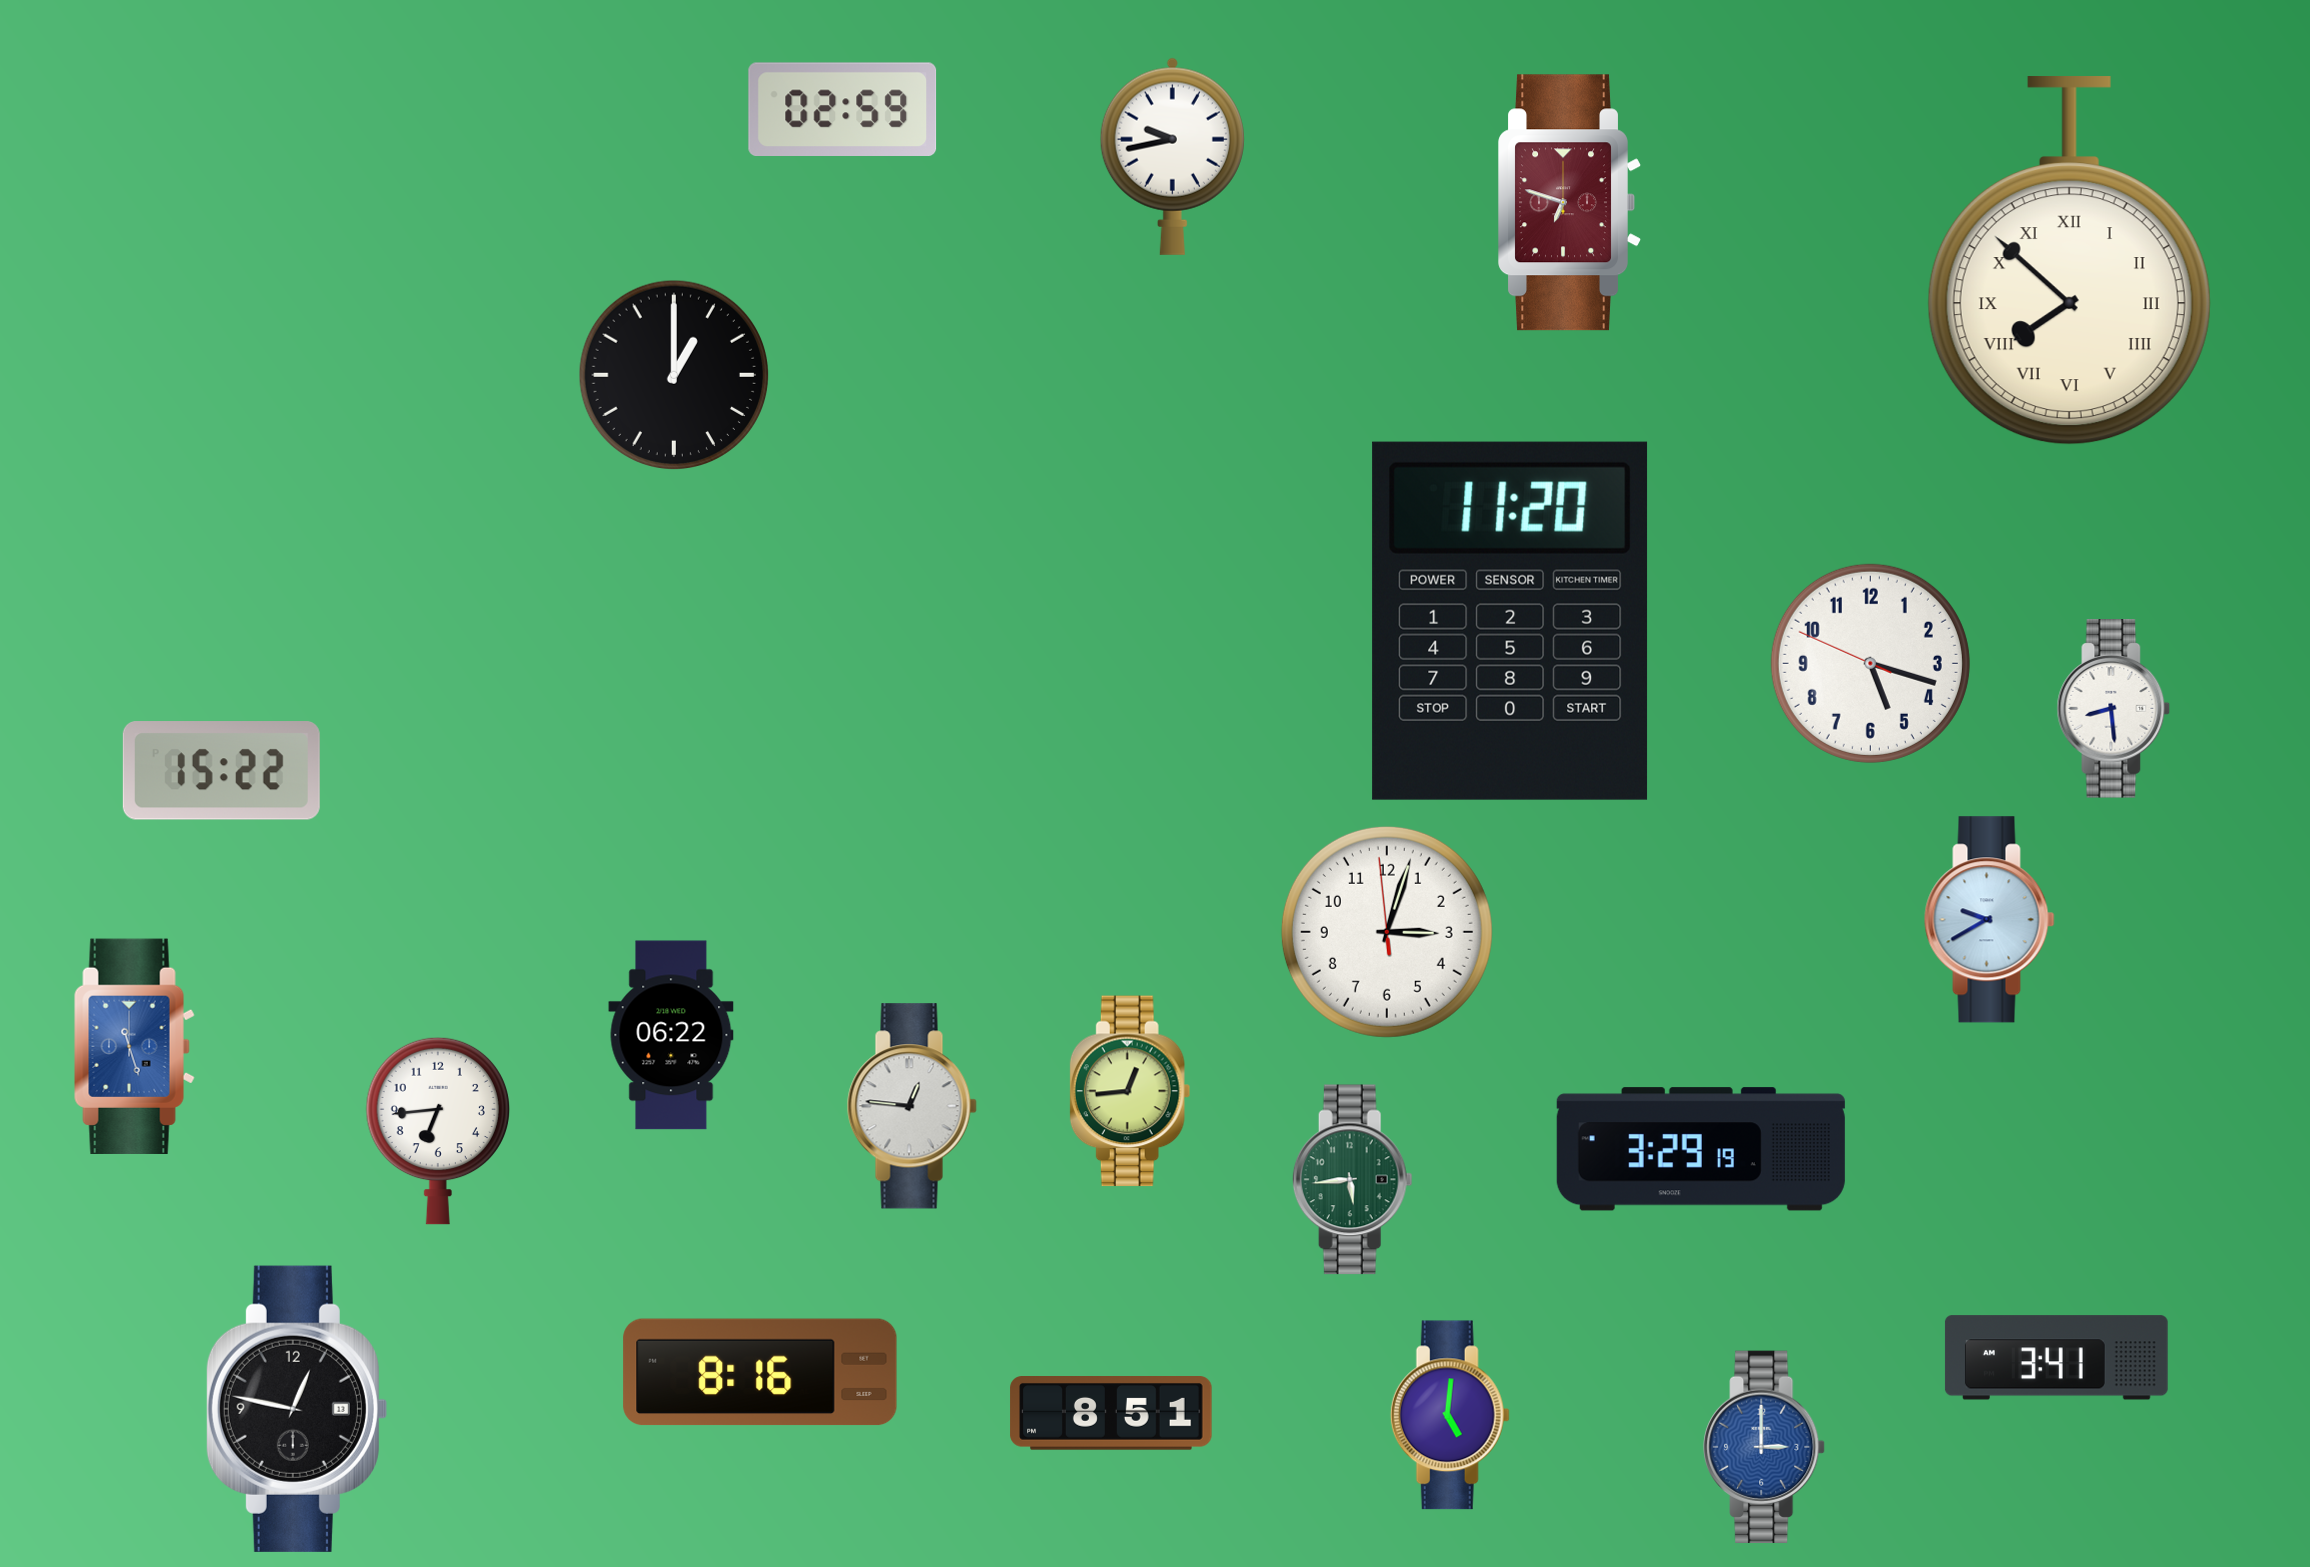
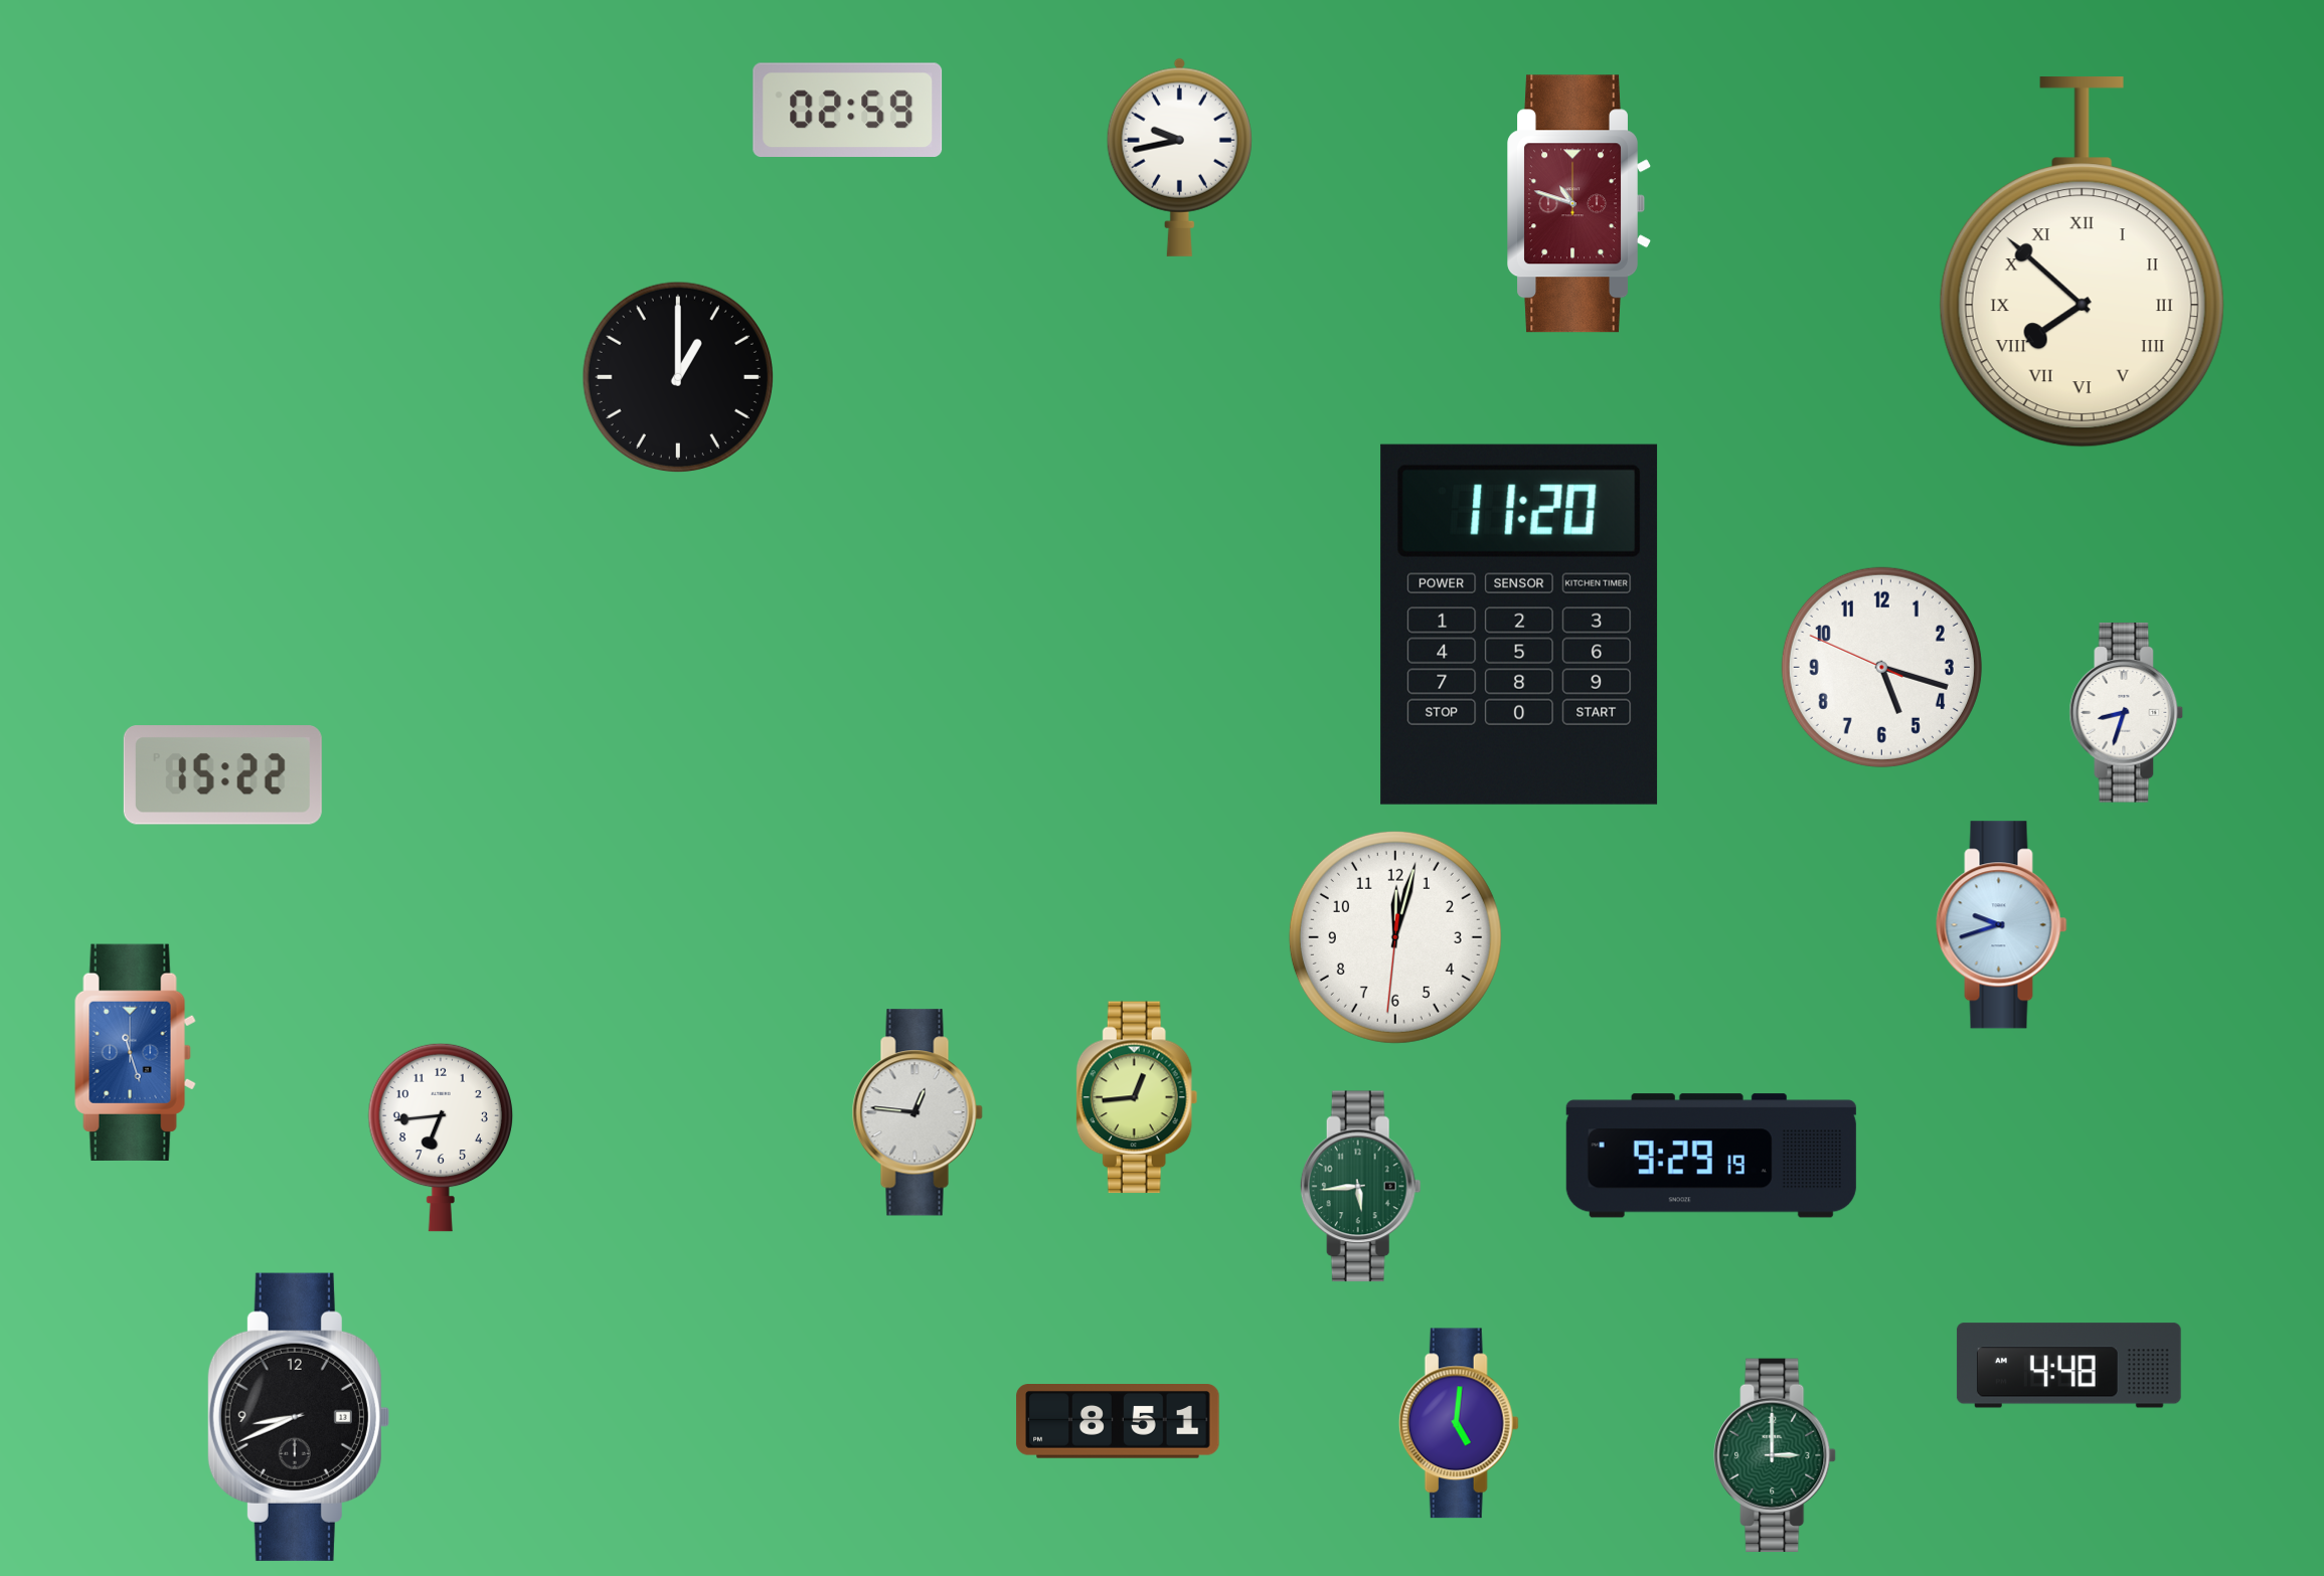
clock at (1570, 203): 6:48 -> 10:48
clock at (2114, 709): 8:29 -> 8:33
clock at (1990, 920): 9:40 -> 9:42
clock at (1387, 932): 3:02 -> 12:02
clock at (671, 1035): 06:22 -> none
clock at (1701, 1149): 3:29 -> 9:29
clock at (2056, 1358): 3:41 -> 4:48
clock at (760, 1372): 8:16 -> none
clock at (296, 1409): 12:47 -> 8:41
clock at (1764, 1446) dial: blue -> green
